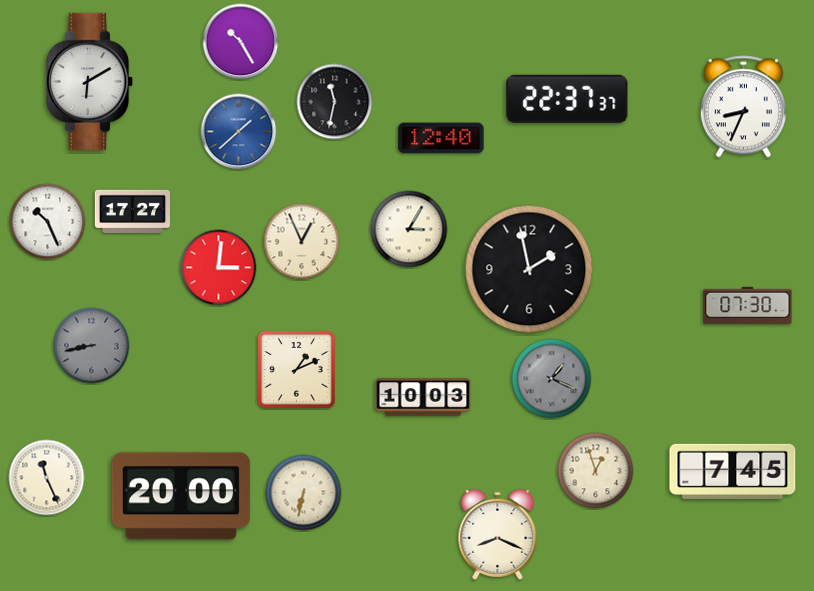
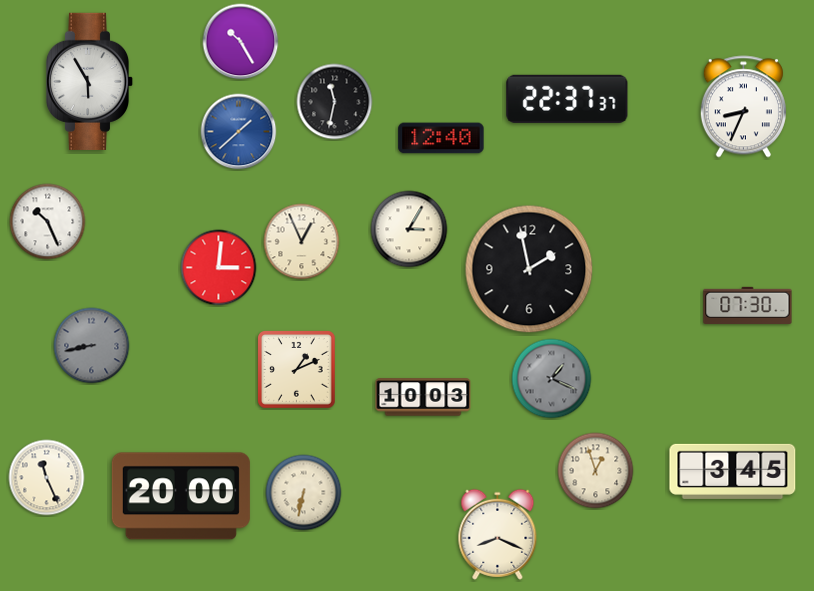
clock at (90, 81): 6:10 -> 5:55
clock at (132, 211): 17:27 -> none
clock at (733, 471): 7:45 -> 3:45
